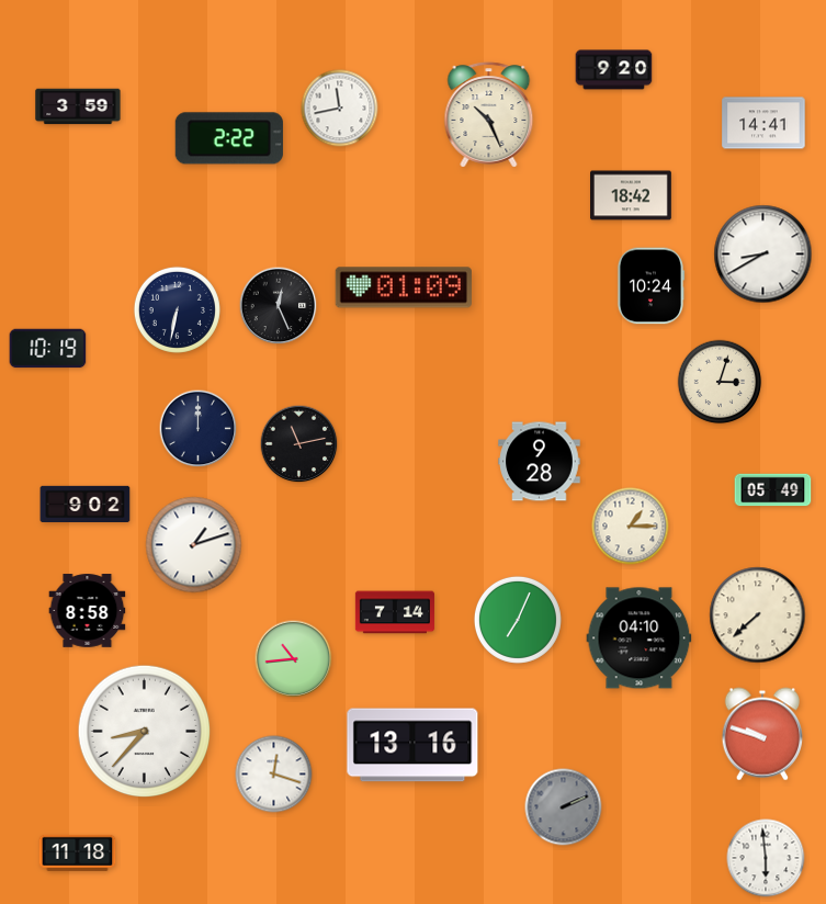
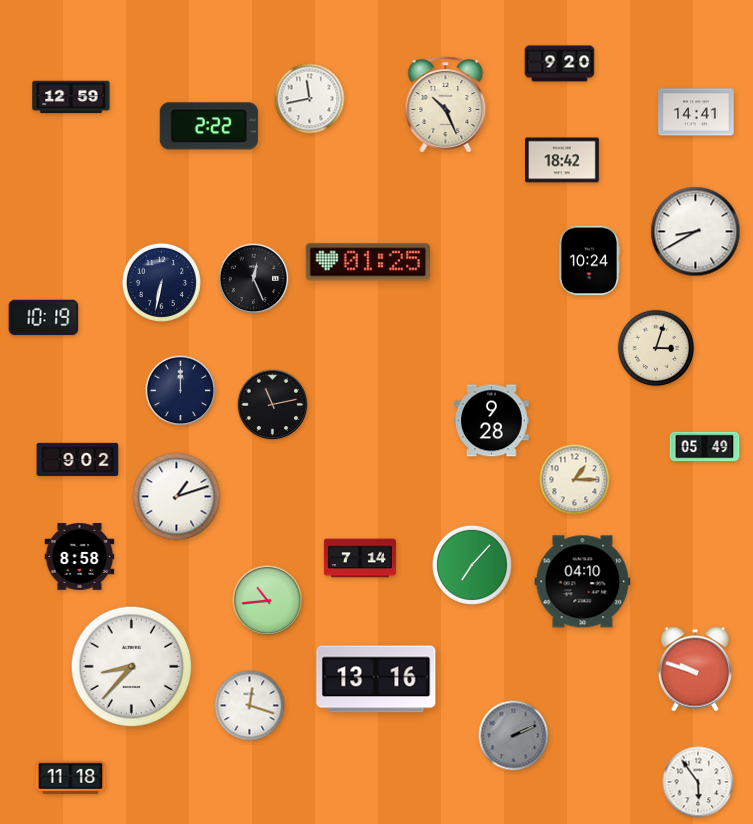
clock at (78, 106): 3:59 -> 12:59
clock at (632, 195) position: (632, 195) -> (563, 160)
clock at (650, 286) position: (650, 286) -> (589, 261)
clock at (404, 287): 01:09 -> 01:25
clock at (758, 615): 7:38 -> none
clock at (518, 620): 7:04 -> 7:07
clock at (766, 858): 5:59 -> 5:54
